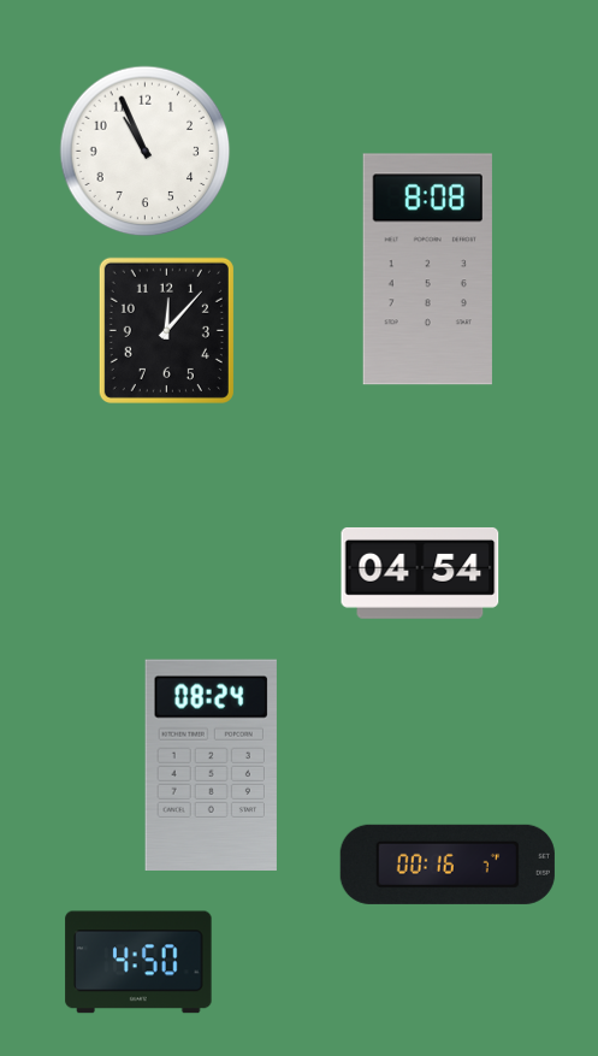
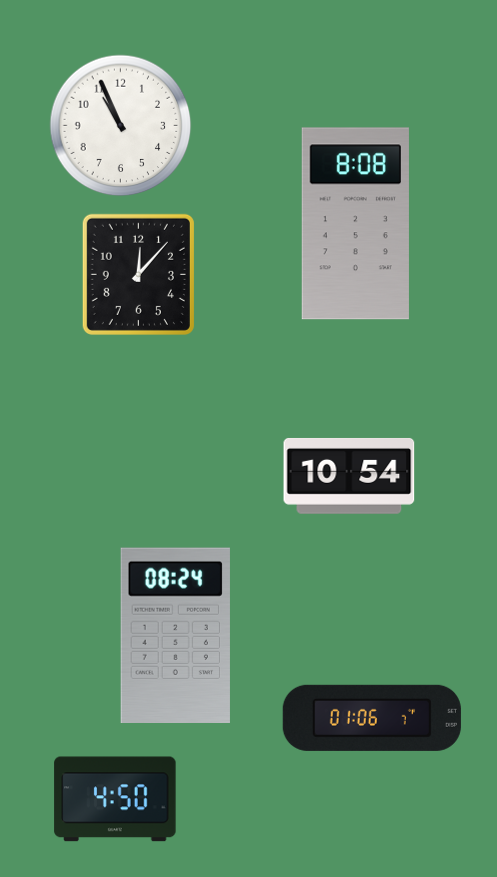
clock at (420, 573): 04:54 -> 10:54
clock at (448, 865): 00:16 -> 01:06
